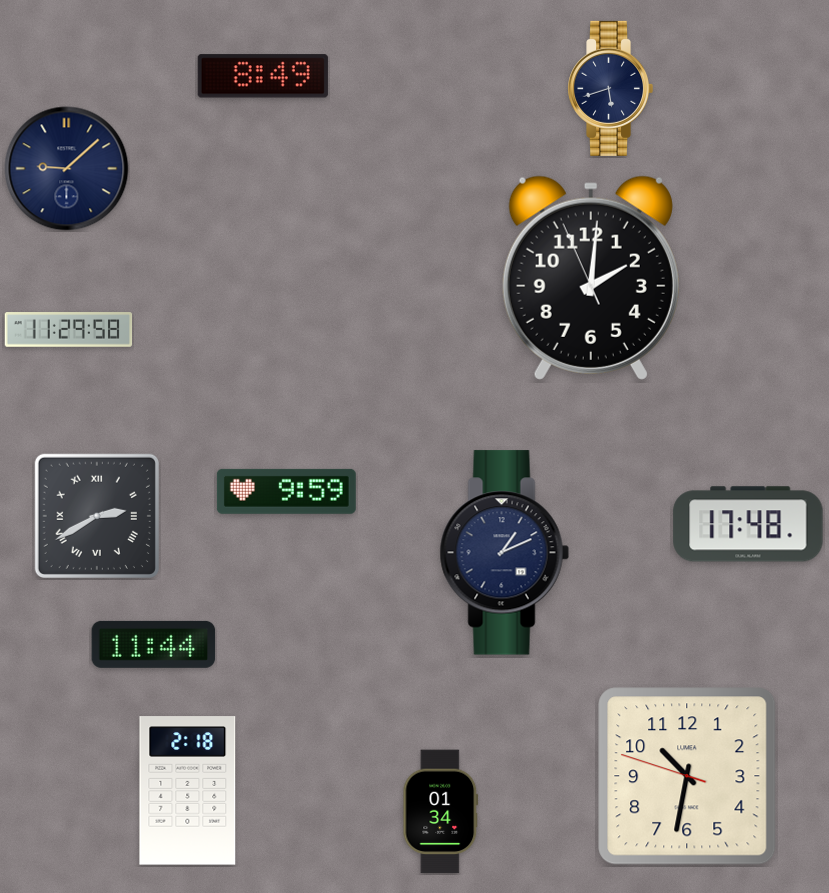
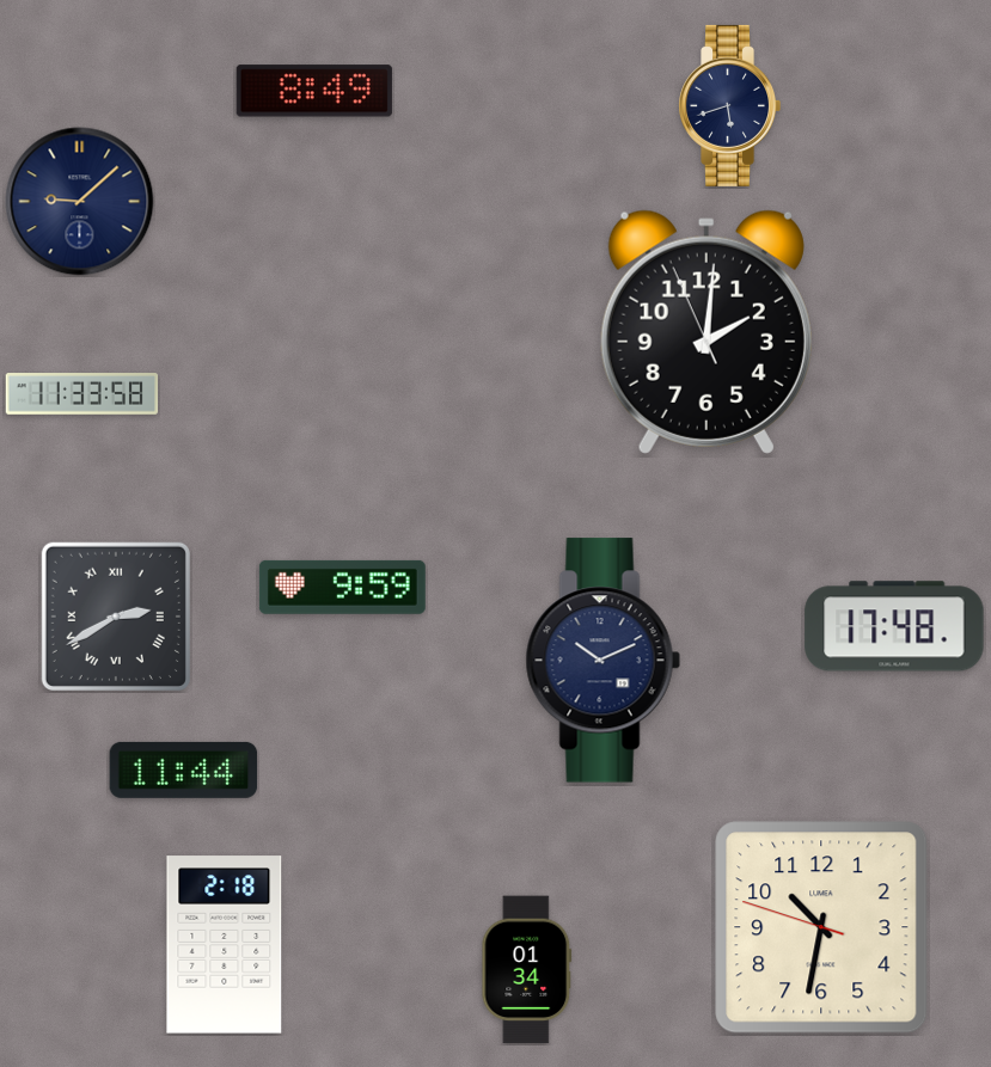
clock at (69, 330): 11:29 -> 11:33
clock at (504, 553): 1:11 -> 10:11
